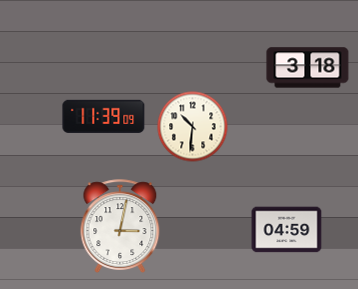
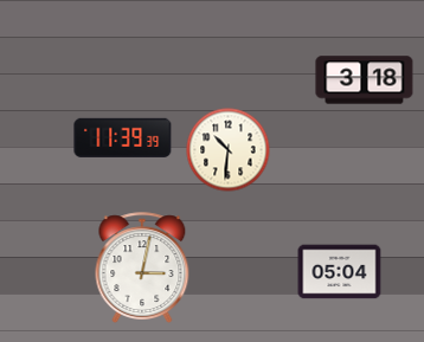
clock at (104, 116): 11:39:09 -> 11:39:39
clock at (287, 230): 04:59 -> 05:04
